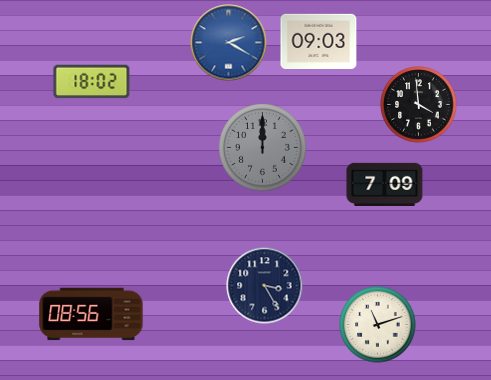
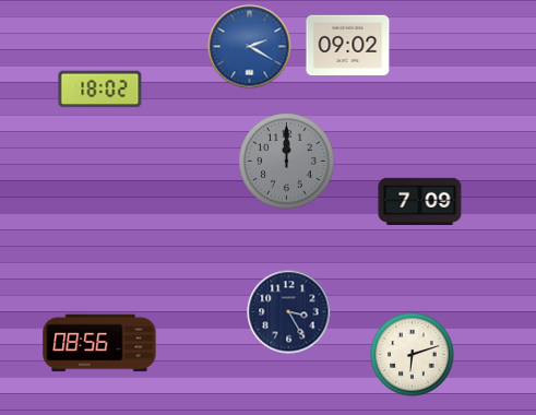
clock at (319, 41): 09:03 -> 09:02
clock at (419, 105): 3:59 -> none
clock at (378, 325): 11:12 -> 6:12
